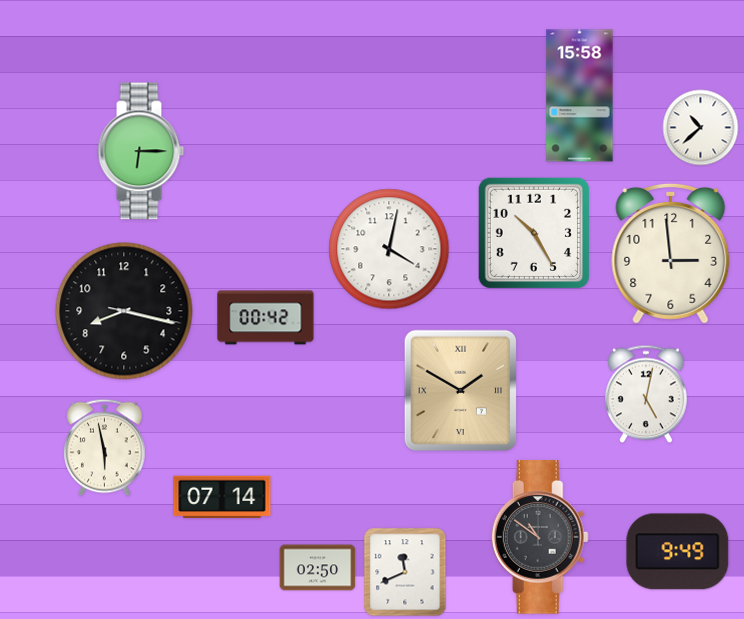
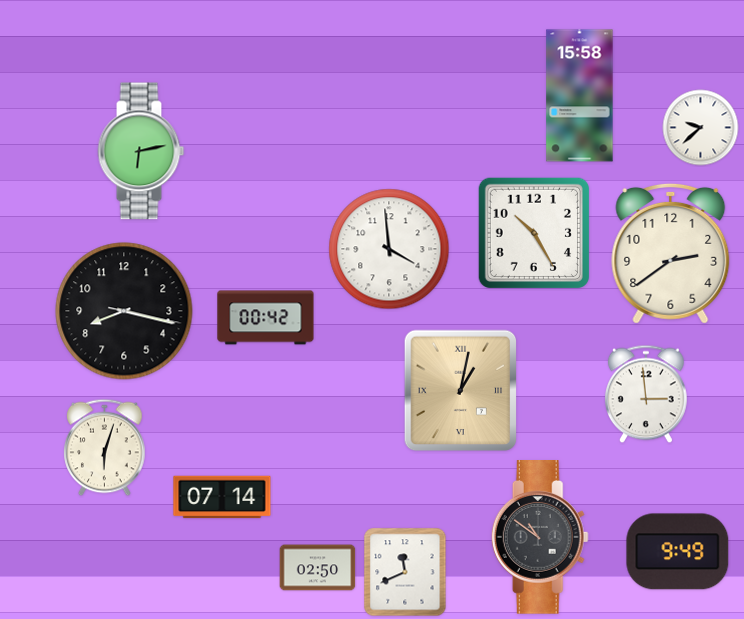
clock at (701, 128): 10:38 -> 9:38
clock at (141, 151): 6:15 -> 6:13
clock at (389, 249): 4:02 -> 3:59
clock at (671, 253): 2:59 -> 2:39
clock at (461, 391): 1:50 -> 1:02
clock at (646, 394): 5:02 -> 2:59
clock at (105, 448): 5:58 -> 6:03
